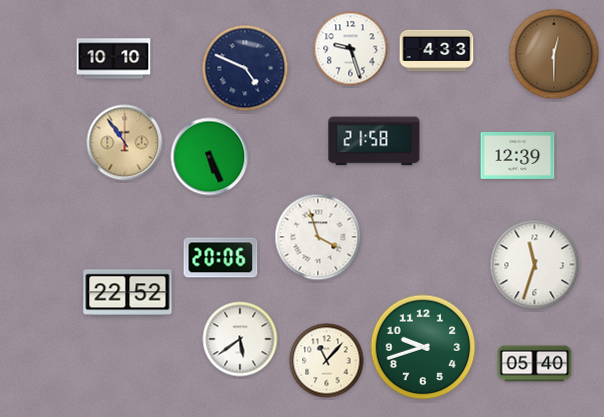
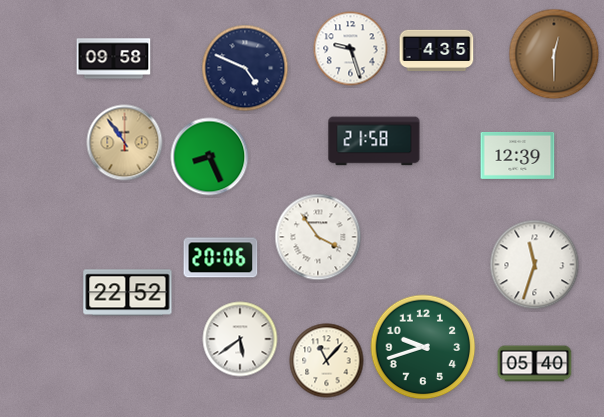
clock at (437, 50): 4:33 -> 4:35
clock at (114, 59): 10:10 -> 09:58
clock at (210, 157): 5:26 -> 8:26
clock at (318, 237): 3:57 -> 3:54
